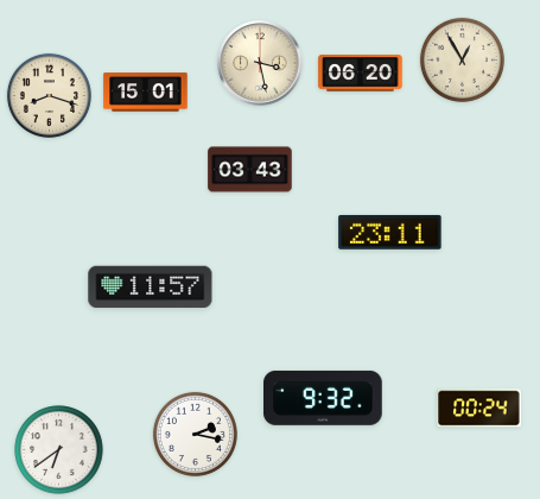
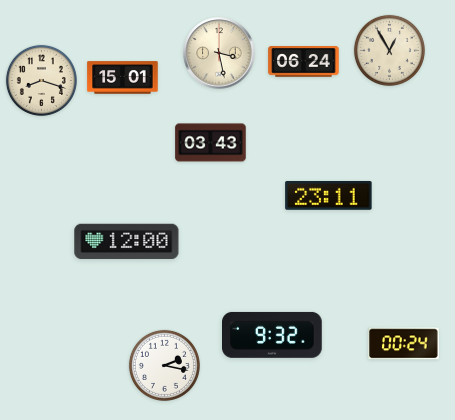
clock at (361, 74): 06:20 -> 06:24
clock at (151, 288): 11:57 -> 12:00
clock at (59, 450): 6:39 -> none
